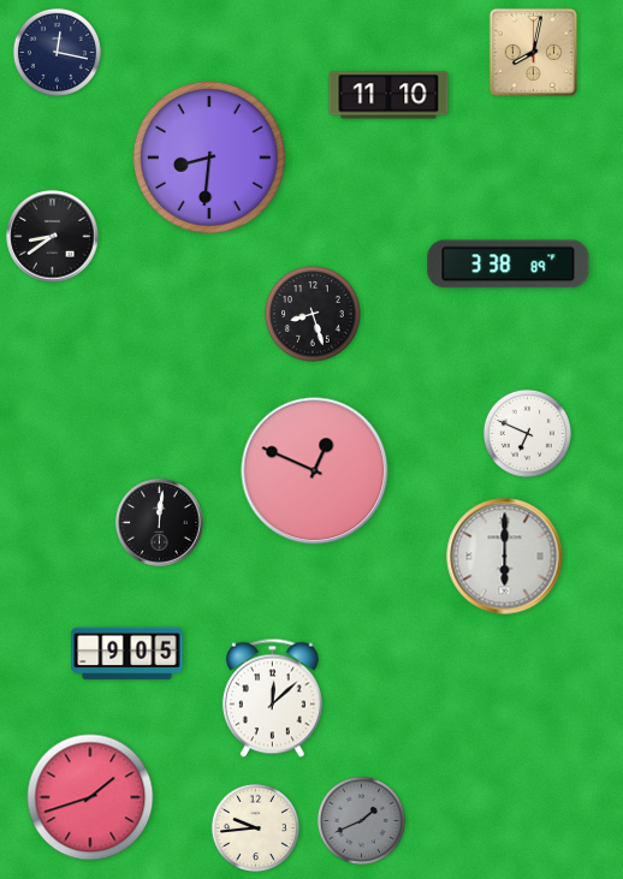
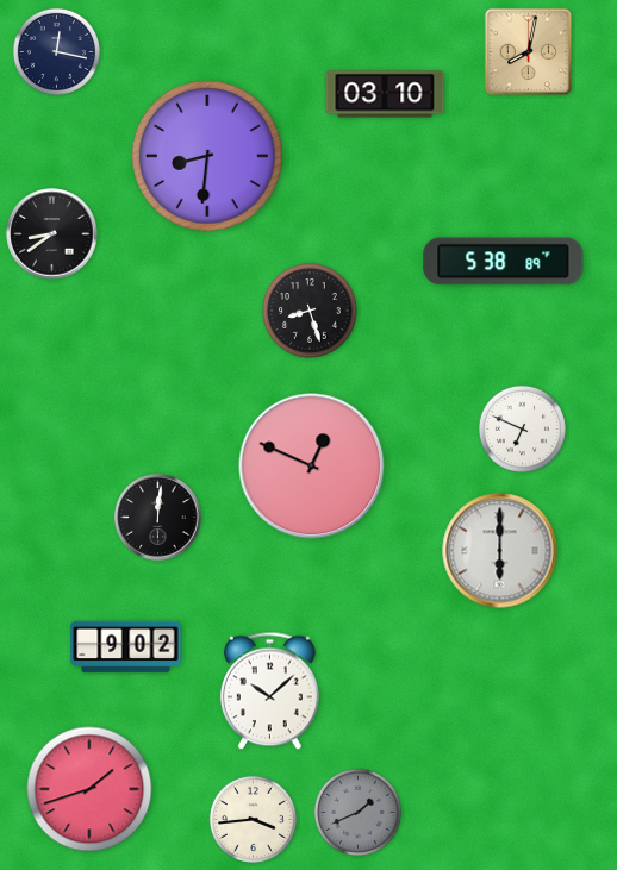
clock at (388, 95): 11:10 -> 03:10
clock at (509, 265): 3:38 -> 5:38
clock at (127, 654): 9:05 -> 9:02
clock at (272, 699): 12:08 -> 10:08
clock at (255, 827): 9:44 -> 3:44
